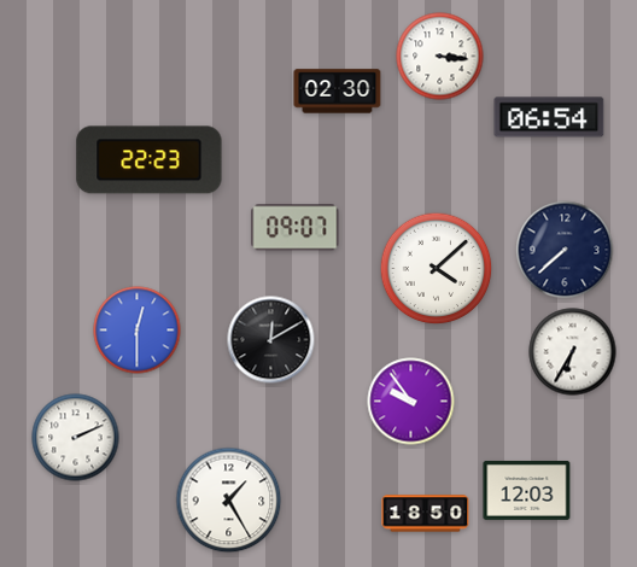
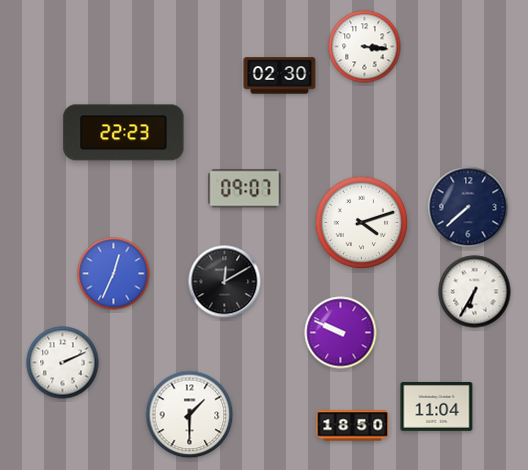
clock at (549, 117): 06:54 -> none
clock at (437, 269): 4:08 -> 4:12
clock at (138, 331): 12:30 -> 12:34
clock at (411, 402): 9:54 -> 9:49
clock at (527, 490): 12:03 -> 11:04
clock at (229, 501): 1:25 -> 1:30
